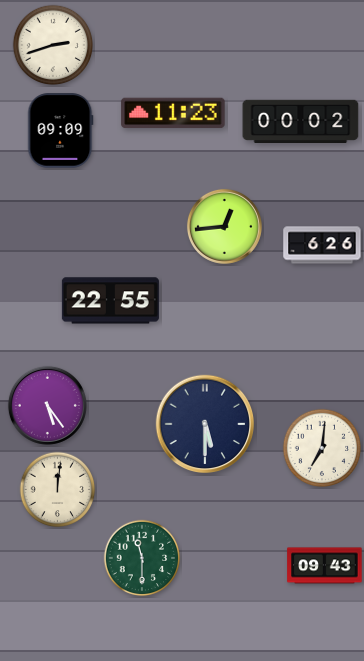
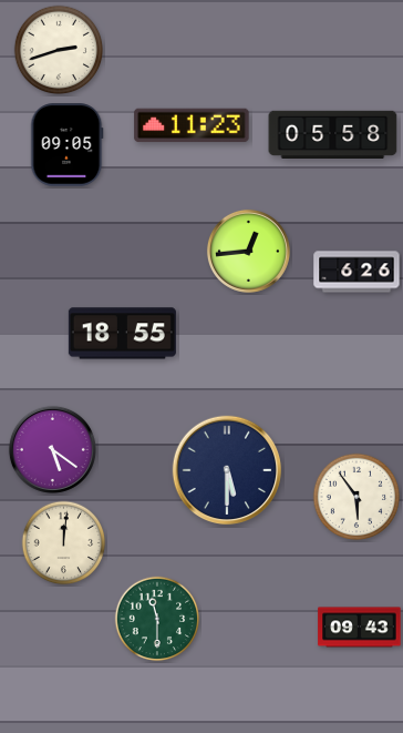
clock at (301, 121): 00:02 -> 05:58
clock at (61, 131): 09:09 -> 09:05
clock at (110, 301): 22:55 -> 18:55
clock at (47, 405): 5:24 -> 5:21
clock at (322, 448): 7:01 -> 5:54
